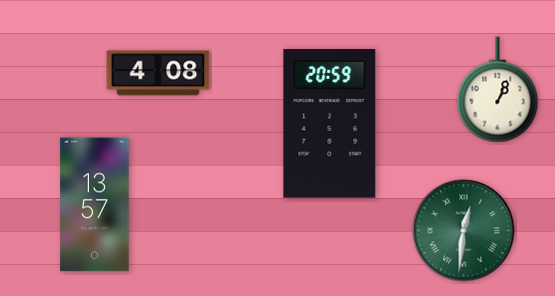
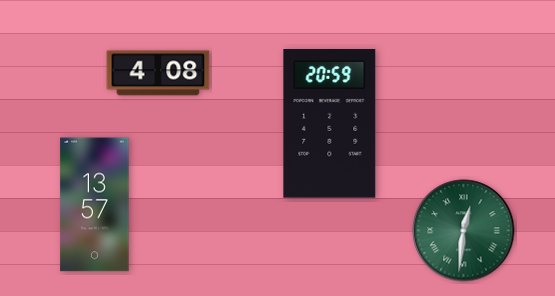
clock at (498, 90): 1:04 -> none
